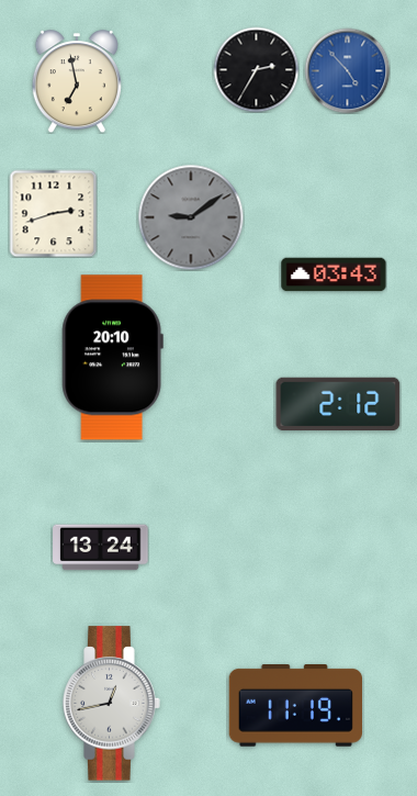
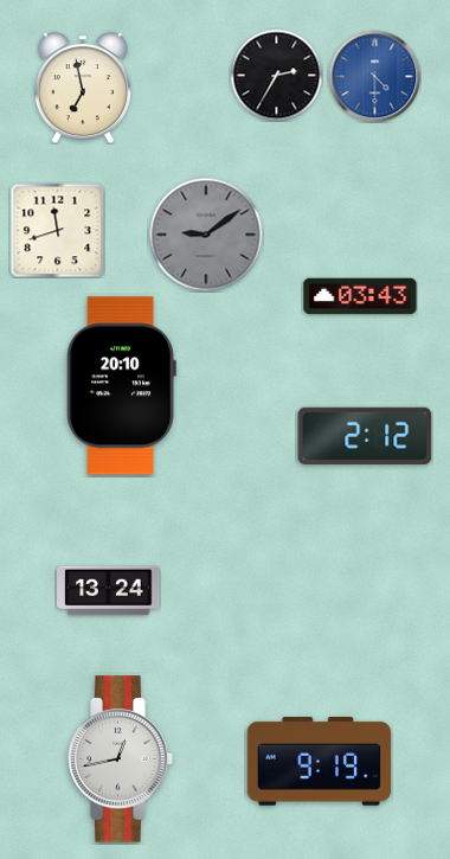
clock at (347, 70): 4:53 -> 4:30
clock at (53, 213): 2:42 -> 11:42
clock at (295, 706): 11:19 -> 9:19
